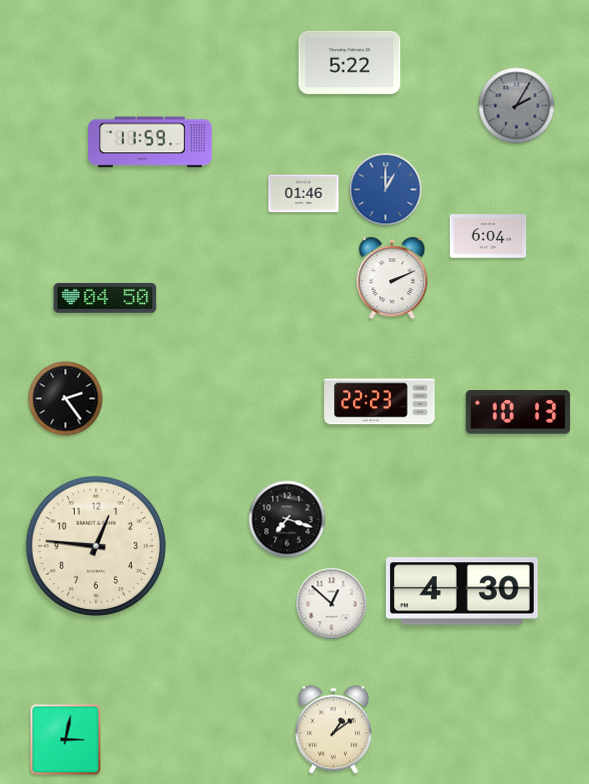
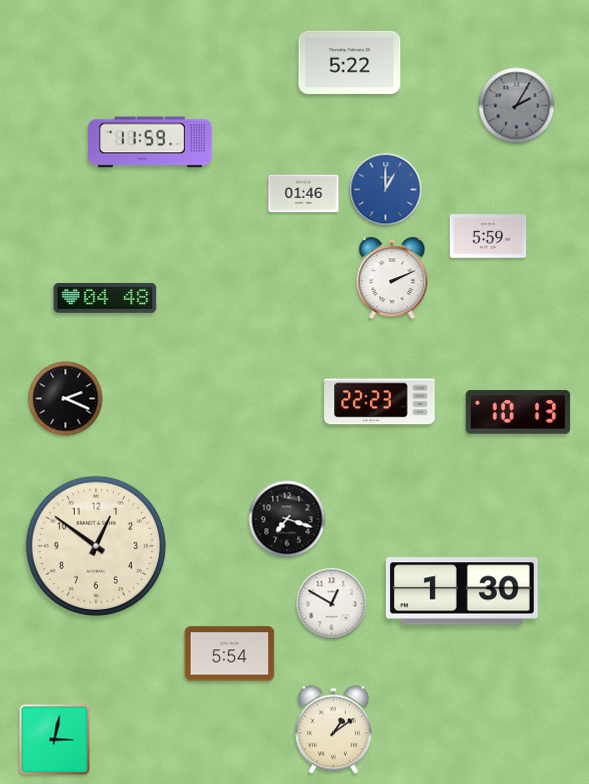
clock at (488, 236): 6:04 -> 5:59
clock at (105, 298): 04:50 -> 04:48
clock at (66, 399): 2:24 -> 2:19
clock at (96, 546): 12:46 -> 12:51
clock at (462, 591): 4:30 -> 1:30
clock at (332, 604): 12:52 -> 12:50
clock at (230, 654): none -> 5:54
clock at (66, 740) position: (66, 740) -> (55, 740)
